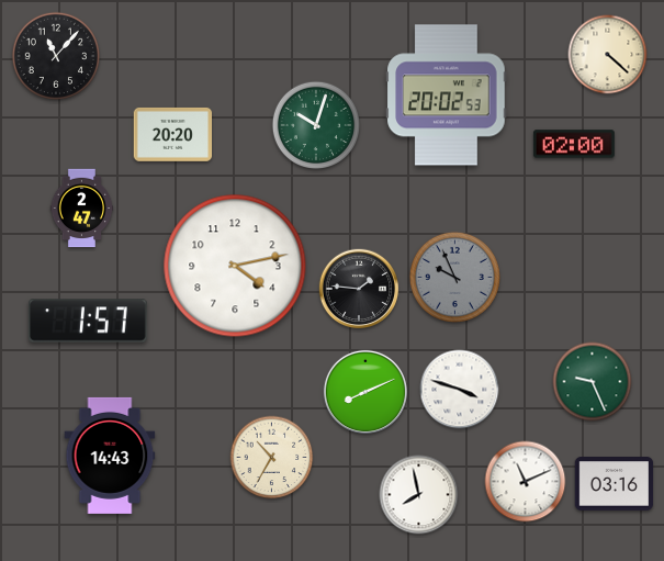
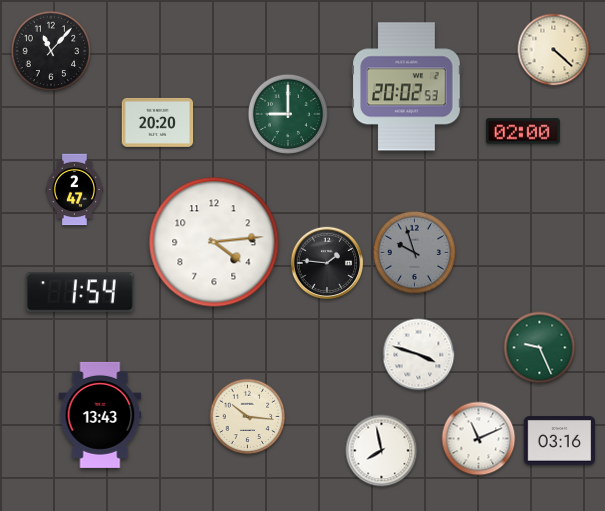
clock at (315, 124): 10:03 -> 9:00
clock at (235, 266): 4:13 -> 4:14
clock at (454, 277): 9:56 -> 9:57
clock at (89, 321): 1:57 -> 1:54
clock at (365, 392): 8:11 -> none
clock at (110, 456): 14:43 -> 13:43
clock at (272, 458): 10:35 -> 10:16
